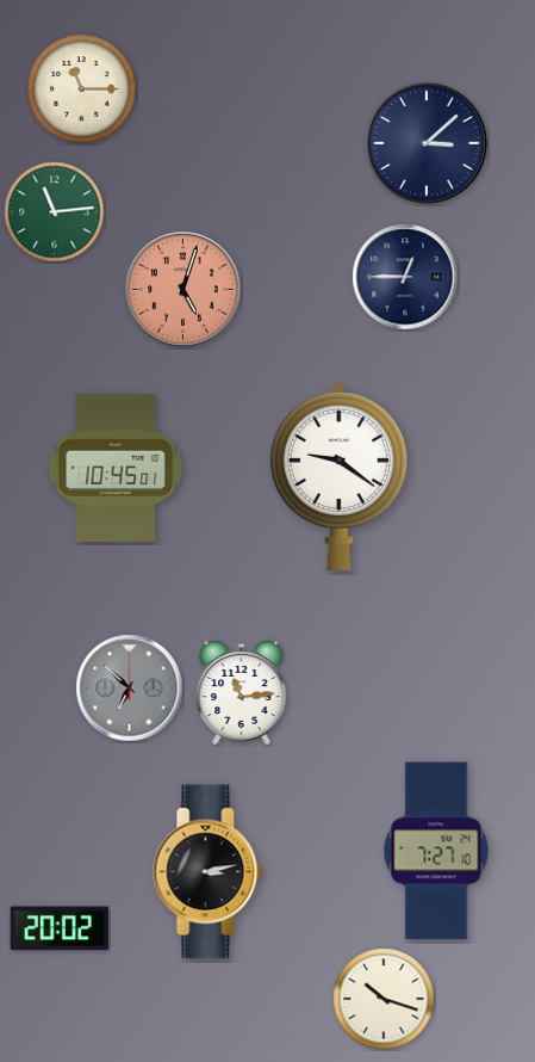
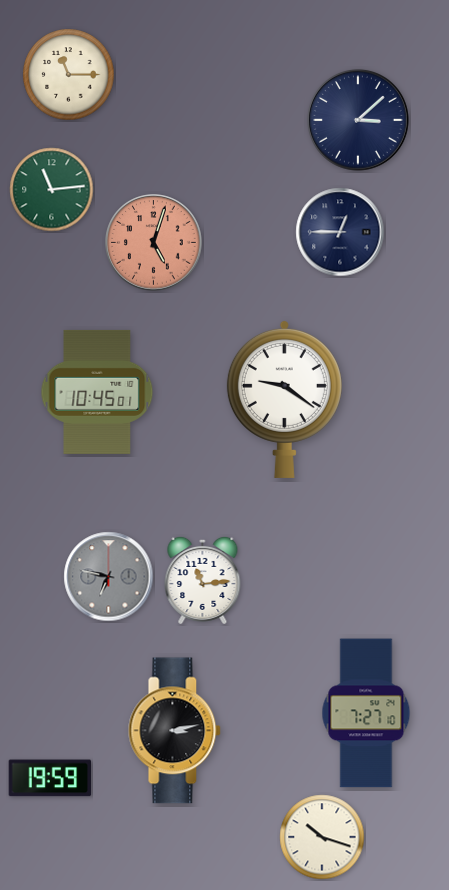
clock at (55, 212) position: (55, 212) -> (52, 190)
clock at (130, 689): 6:52 -> 6:47
clock at (60, 928): 20:02 -> 19:59
